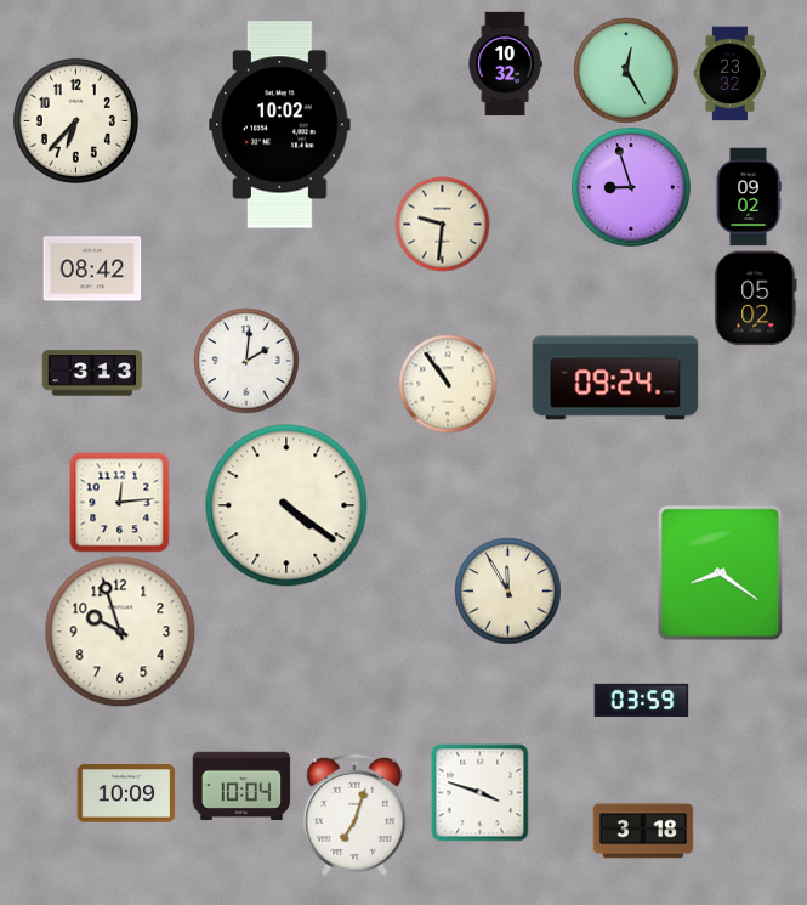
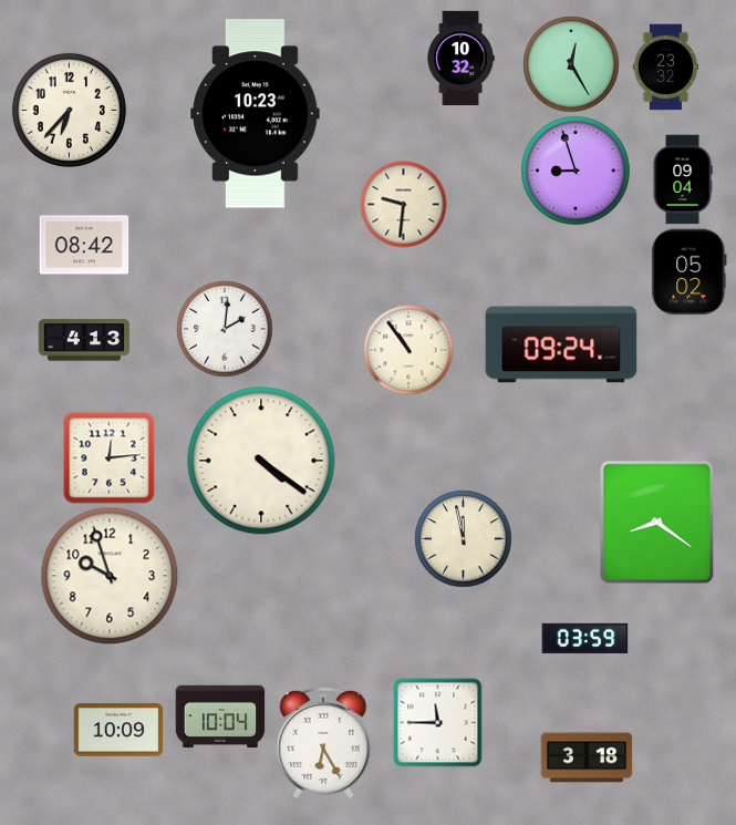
clock at (280, 125): 10:02 -> 10:23
clock at (749, 197): 09:02 -> 09:04
clock at (92, 373): 3:13 -> 4:13
clock at (507, 590): 11:55 -> 11:58
clock at (479, 792): 3:48 -> 11:45
clock at (126, 793) position: (126, 793) -> (118, 730)
clock at (354, 815): 7:03 -> 6:25
